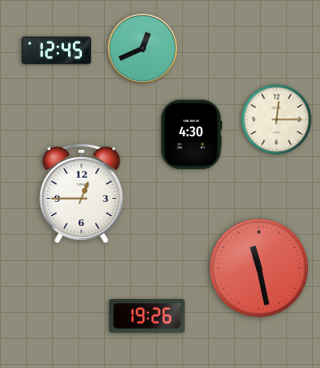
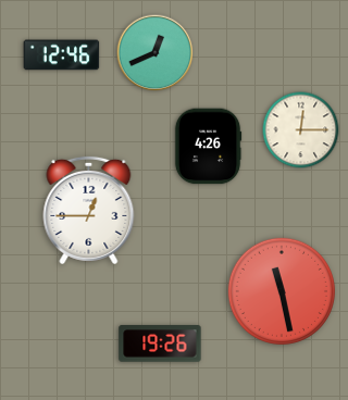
clock at (57, 51): 12:45 -> 12:46
clock at (191, 135): 4:30 -> 4:26
